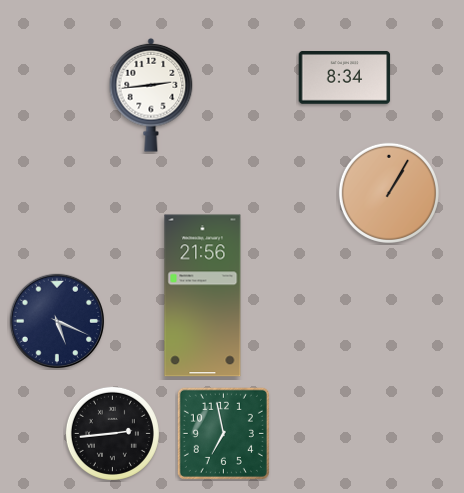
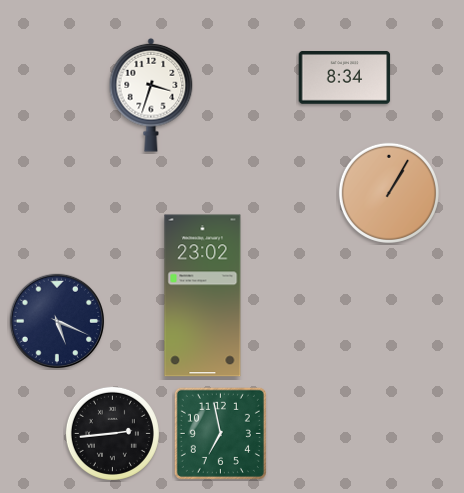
clock at (151, 95): 2:44 -> 3:33
clock at (203, 296): 21:56 -> 23:02
clock at (223, 433) position: (223, 433) -> (220, 433)
